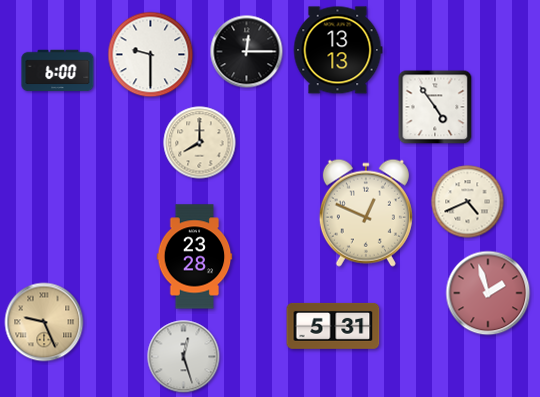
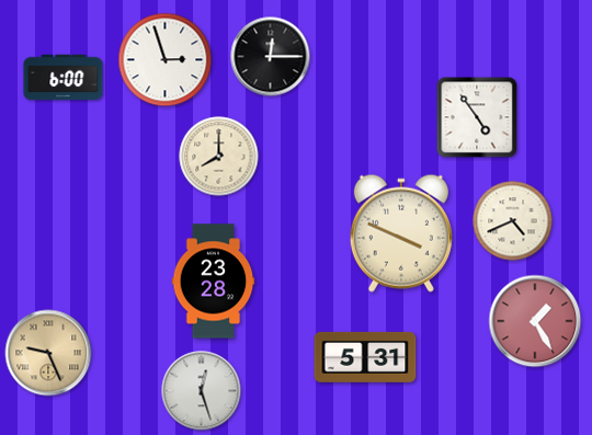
clock at (338, 50): 13:13 -> none
clock at (151, 55): 9:30 -> 2:57
clock at (366, 213): 12:49 -> 3:49
clock at (488, 293): 1:57 -> 1:25
